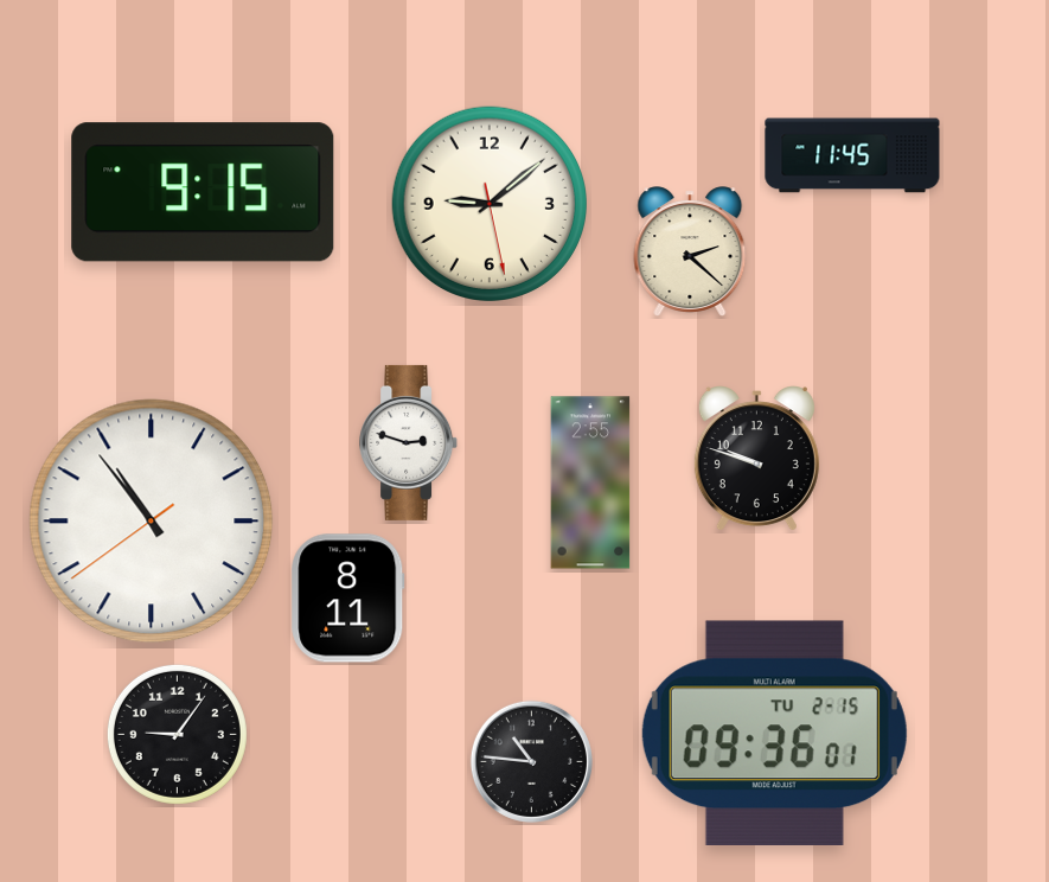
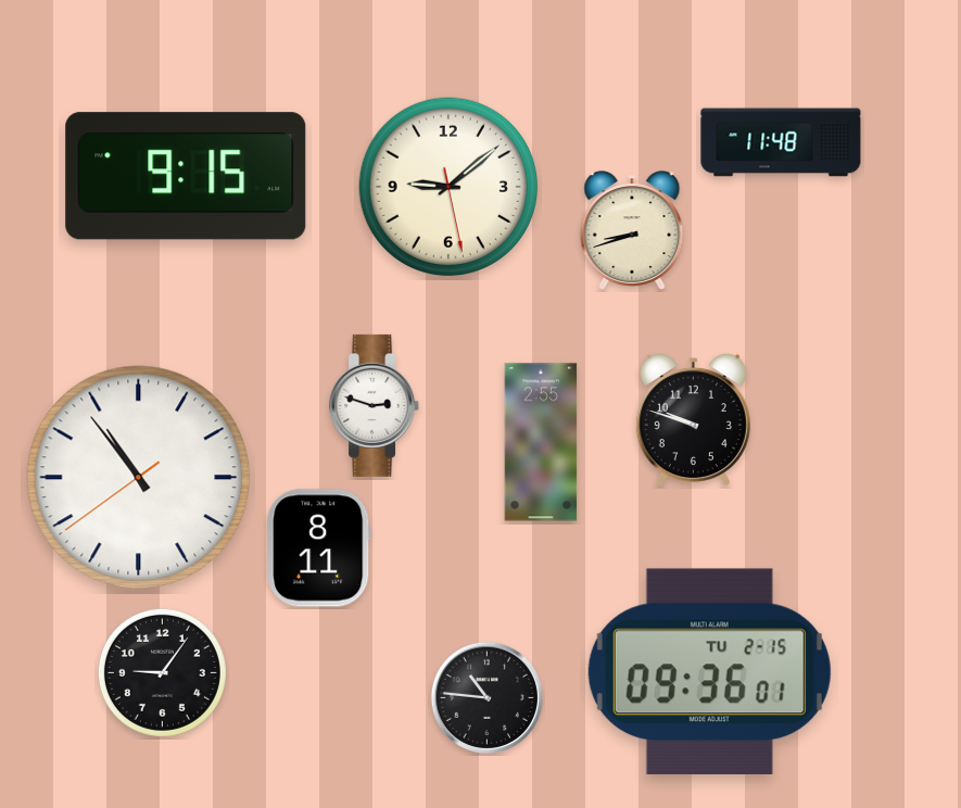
clock at (852, 155): 11:45 -> 11:48
clock at (690, 251): 2:22 -> 8:42
